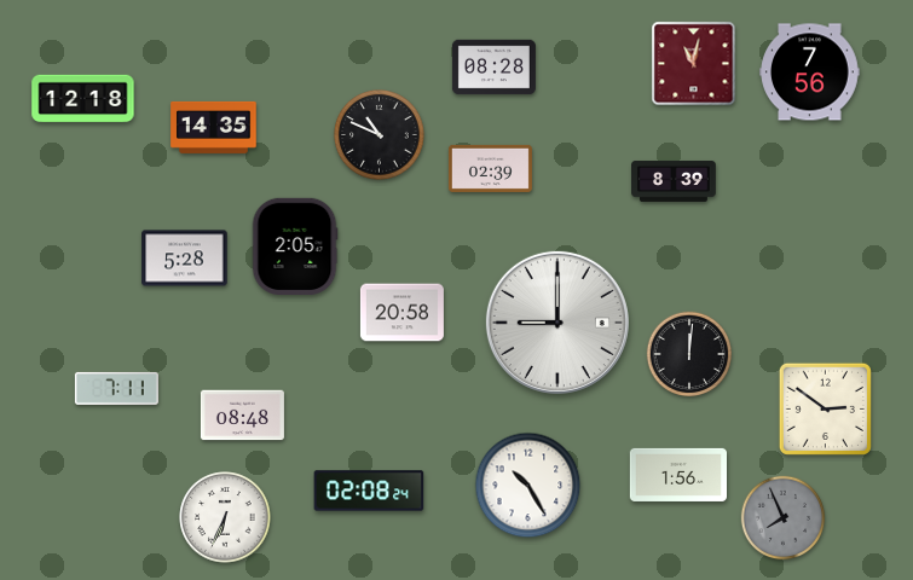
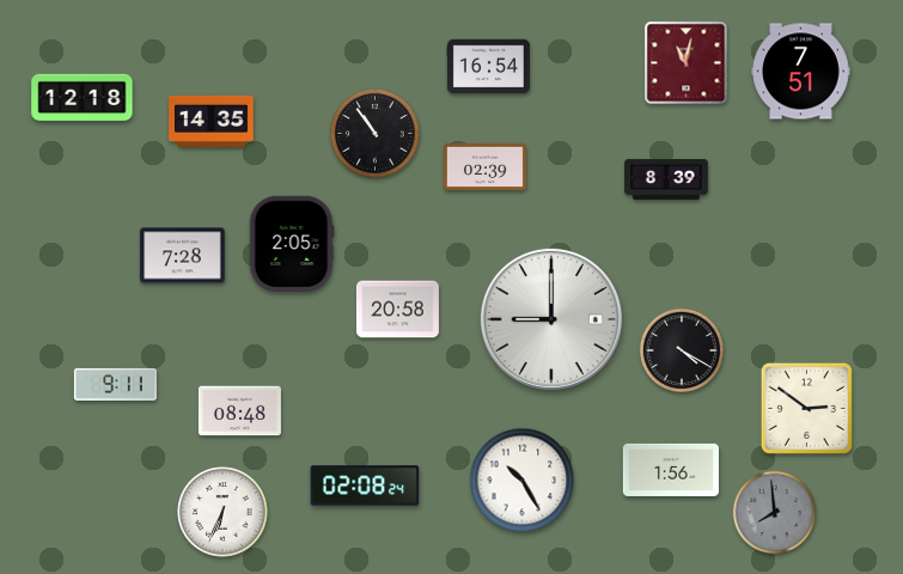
clock at (493, 68): 08:28 -> 16:54
clock at (810, 72): 7:56 -> 7:51
clock at (214, 127) position: (214, 127) -> (212, 121)
clock at (380, 135): 10:49 -> 10:54
clock at (185, 259): 5:28 -> 7:28
clock at (688, 353): 12:01 -> 4:20
clock at (116, 388): 7:11 -> 9:11
clock at (825, 408) position: (825, 408) -> (806, 408)
clock at (784, 518): 7:56 -> 7:59
